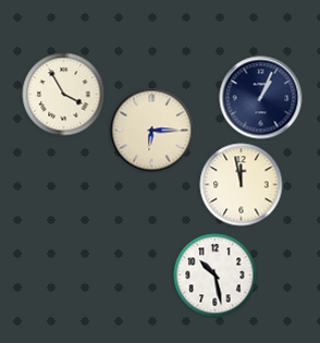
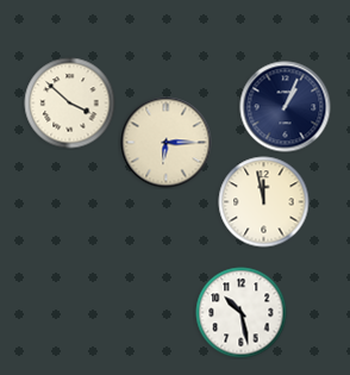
clock at (64, 95): 3:55 -> 3:52
clock at (216, 275) position: (216, 275) -> (242, 313)
